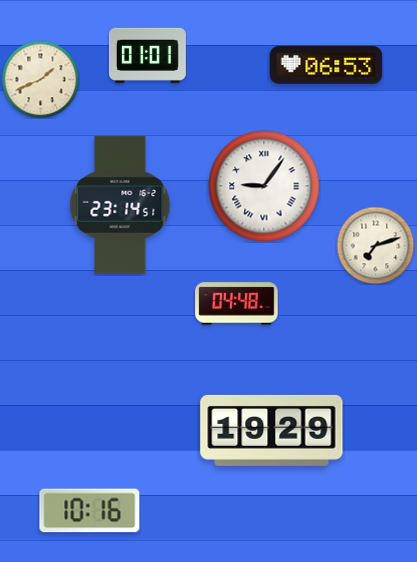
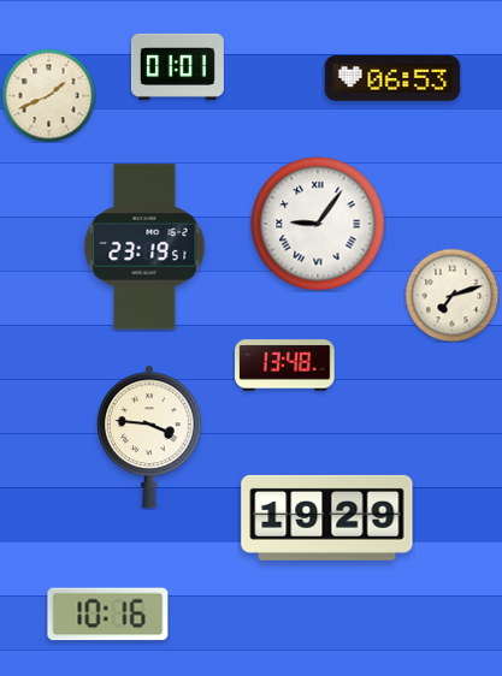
clock at (120, 205): 23:14 -> 23:19
clock at (237, 304): 04:48 -> 13:48
clock at (150, 437): none -> 3:46
